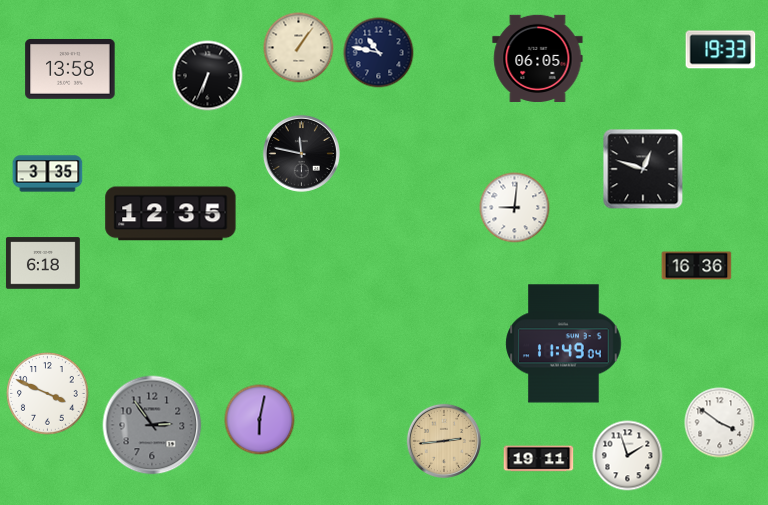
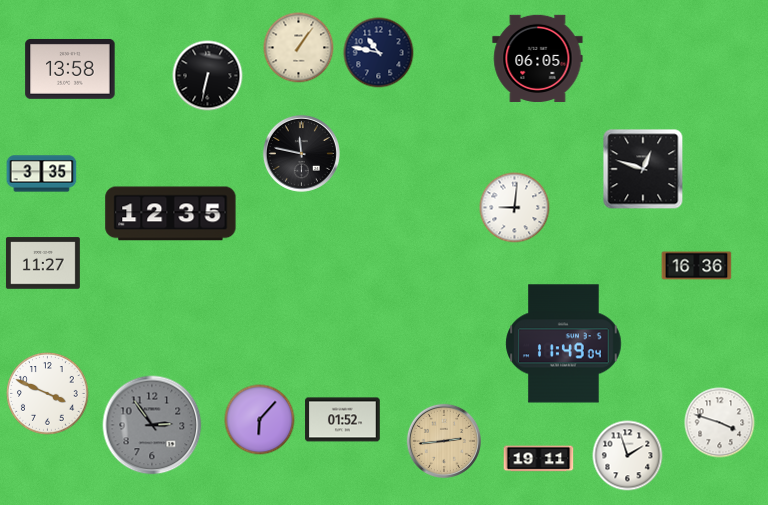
clock at (721, 50): 19:33 -> none
clock at (208, 76): 6:34 -> 6:32
clock at (48, 174) position: (48, 174) -> (42, 174)
clock at (43, 263): 6:18 -> 11:27
clock at (260, 420): 6:02 -> 6:07
clock at (343, 420): none -> 01:52
clock at (720, 423): 3:51 -> 3:48
